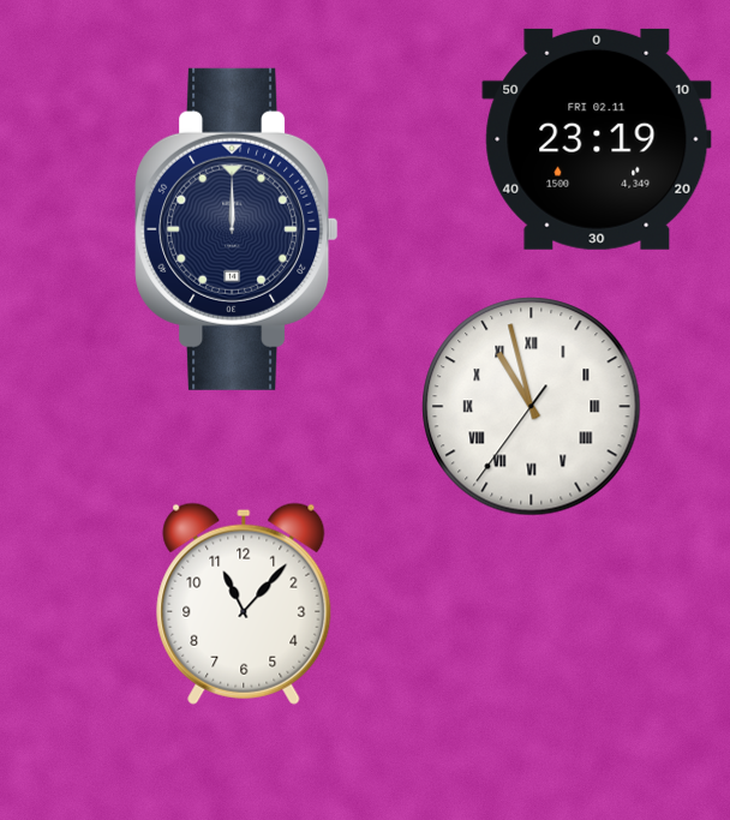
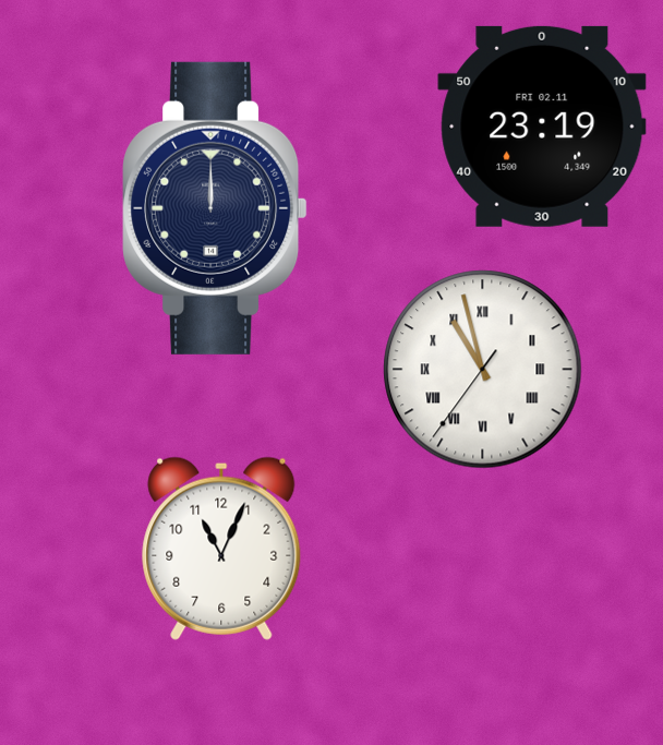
clock at (244, 604): 11:07 -> 11:04
